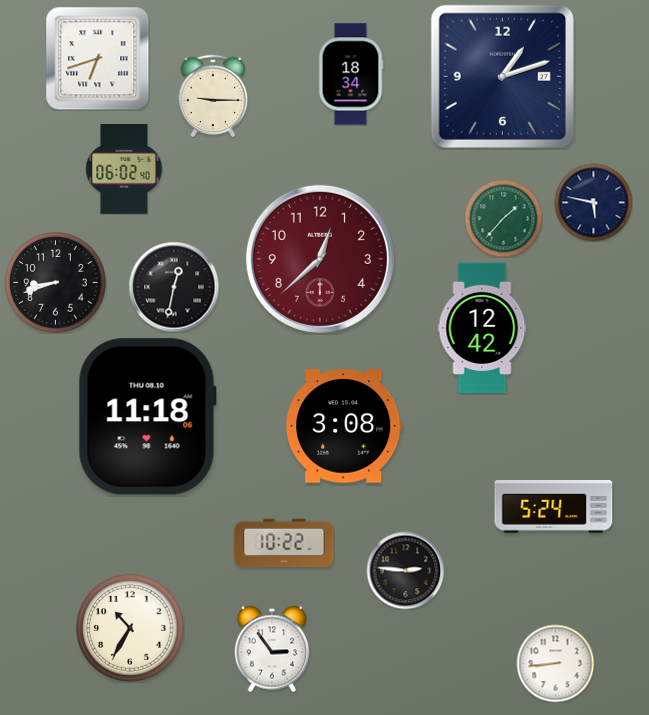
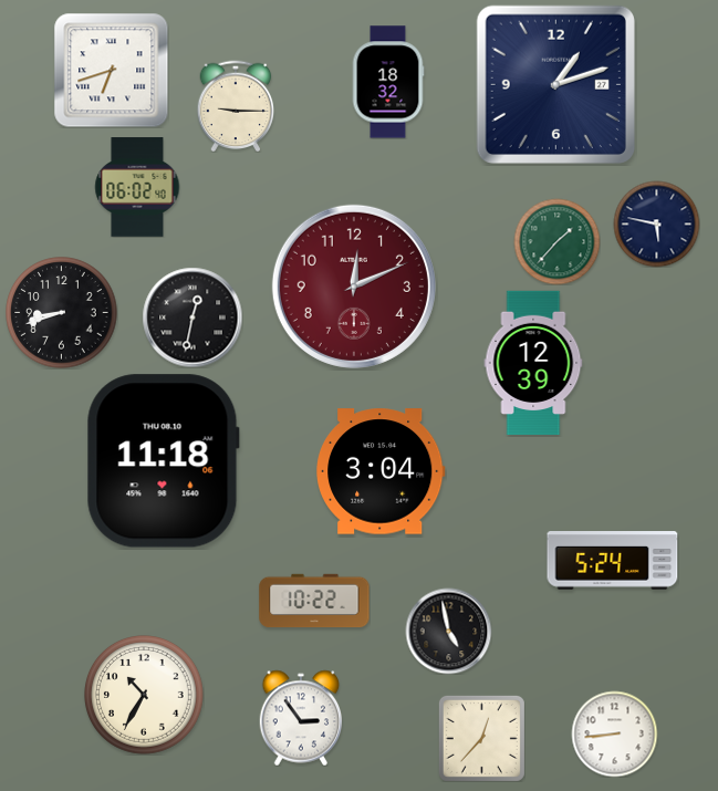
clock at (97, 58) position: (97, 58) -> (111, 70)
clock at (351, 74): 18:34 -> 18:32
clock at (320, 259): 12:38 -> 12:11
clock at (482, 328): 12:42 -> 12:39
clock at (345, 426): 3:08 -> 3:04
clock at (405, 570): 2:46 -> 4:58
clock at (481, 738): none -> 12:37
